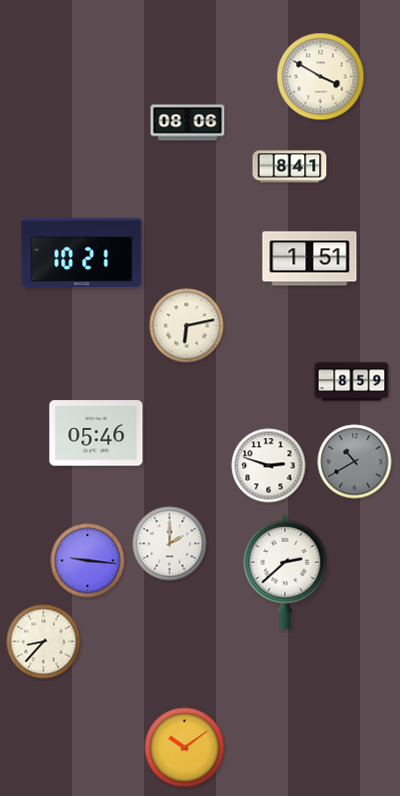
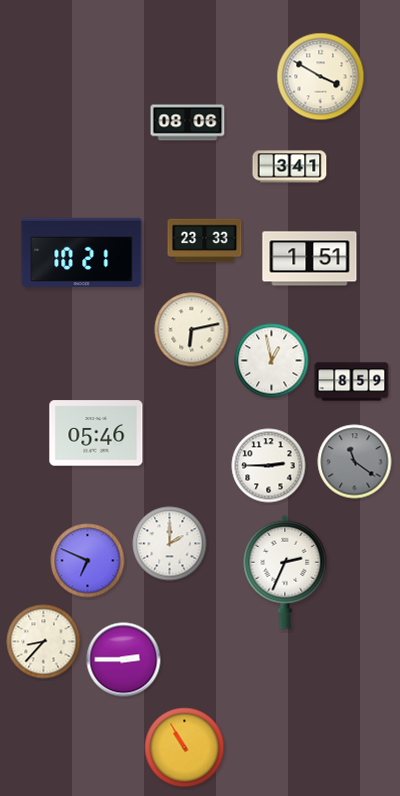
clock at (290, 167): 8:41 -> 3:41
clock at (205, 241): none -> 23:33
clock at (187, 326) position: (187, 326) -> (192, 330)
clock at (272, 361): none -> 12:58
clock at (355, 462): 10:40 -> 11:21
clock at (269, 466): 2:48 -> 2:45
clock at (88, 561): 9:16 -> 6:49
clock at (285, 572): 2:38 -> 2:34
clock at (124, 660): none -> 2:45
clock at (185, 748): 10:09 -> 10:55
